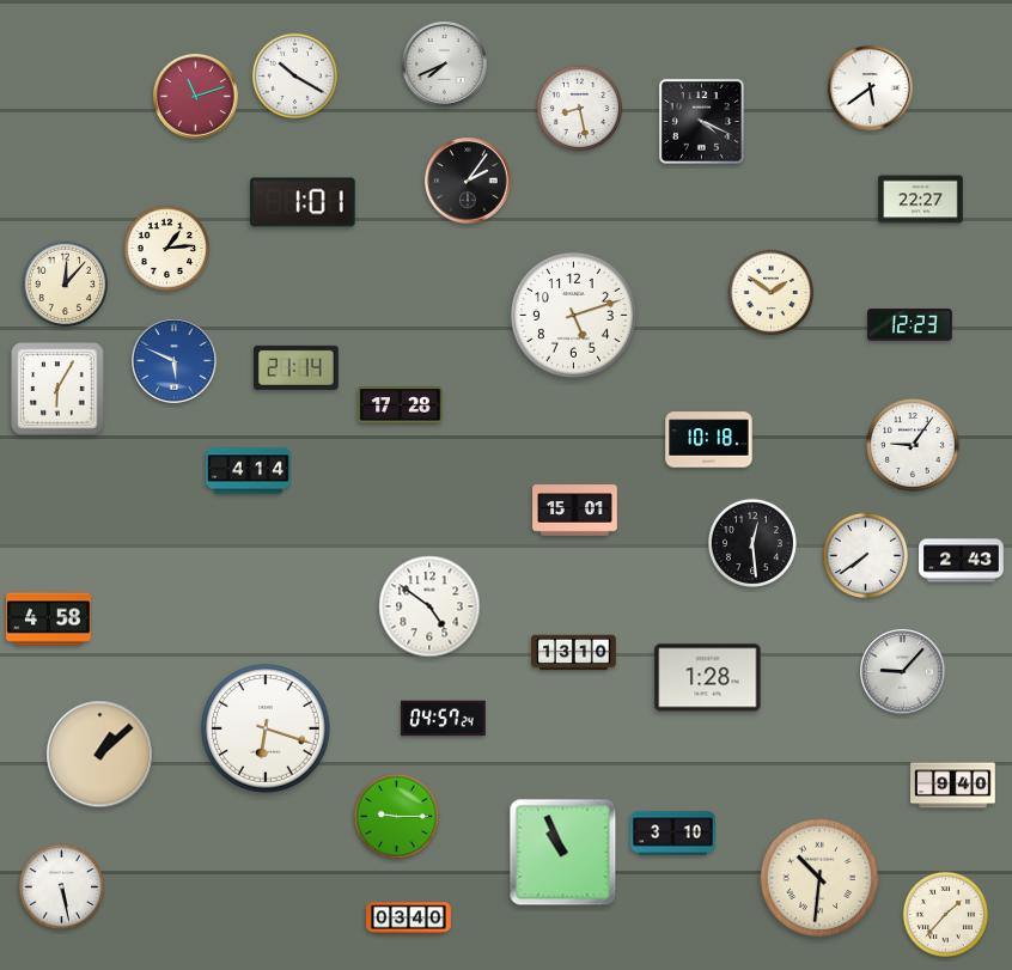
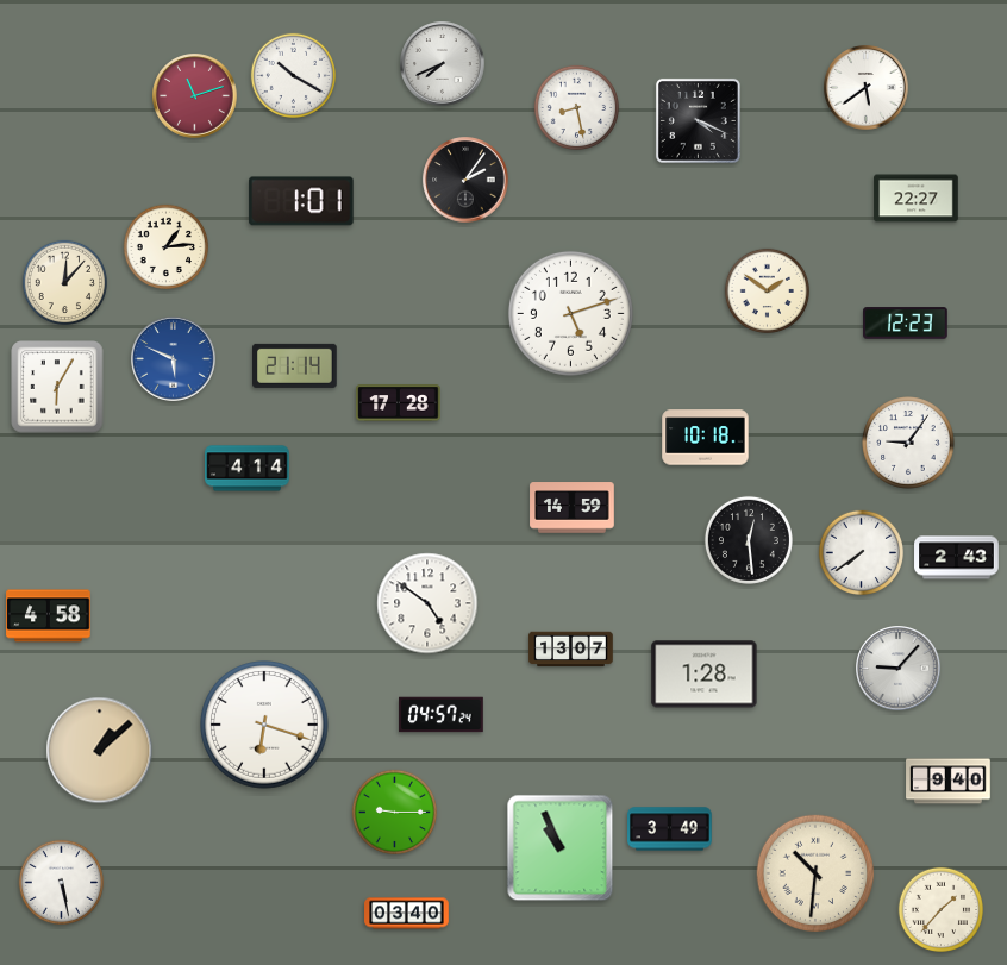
clock at (575, 511): 15:01 -> 14:59
clock at (574, 653): 13:10 -> 13:07
clock at (673, 834): 3:10 -> 3:49
